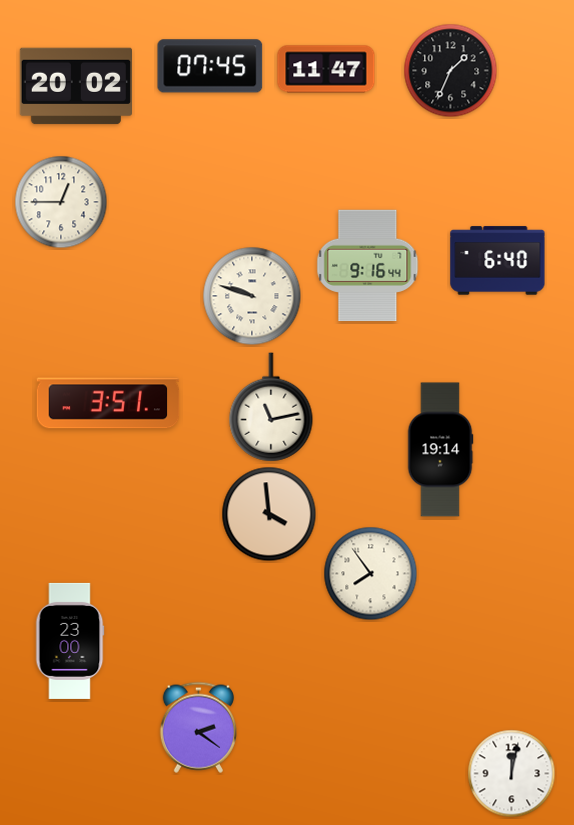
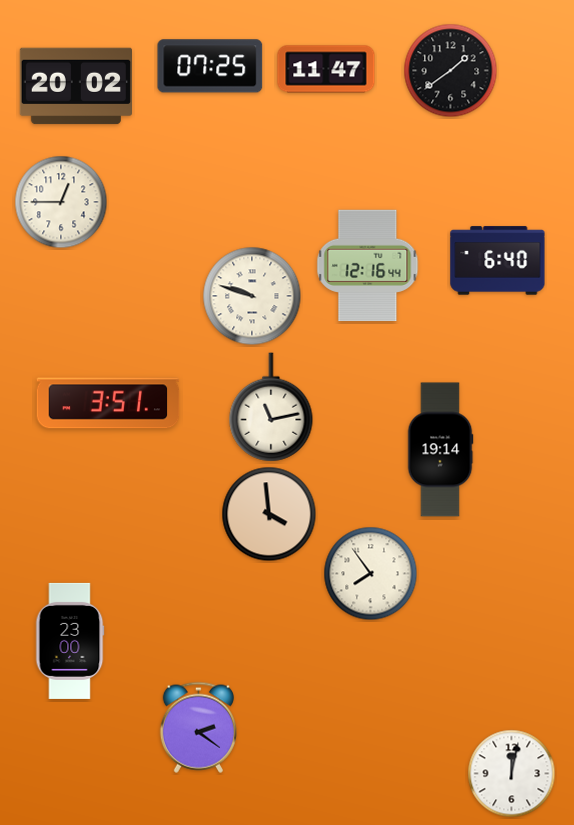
clock at (210, 66): 07:45 -> 07:25
clock at (451, 71): 1:34 -> 1:39
clock at (368, 266): 9:16 -> 12:16
